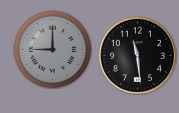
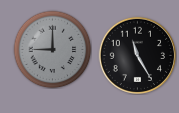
clock at (137, 55): 11:29 -> 11:25
